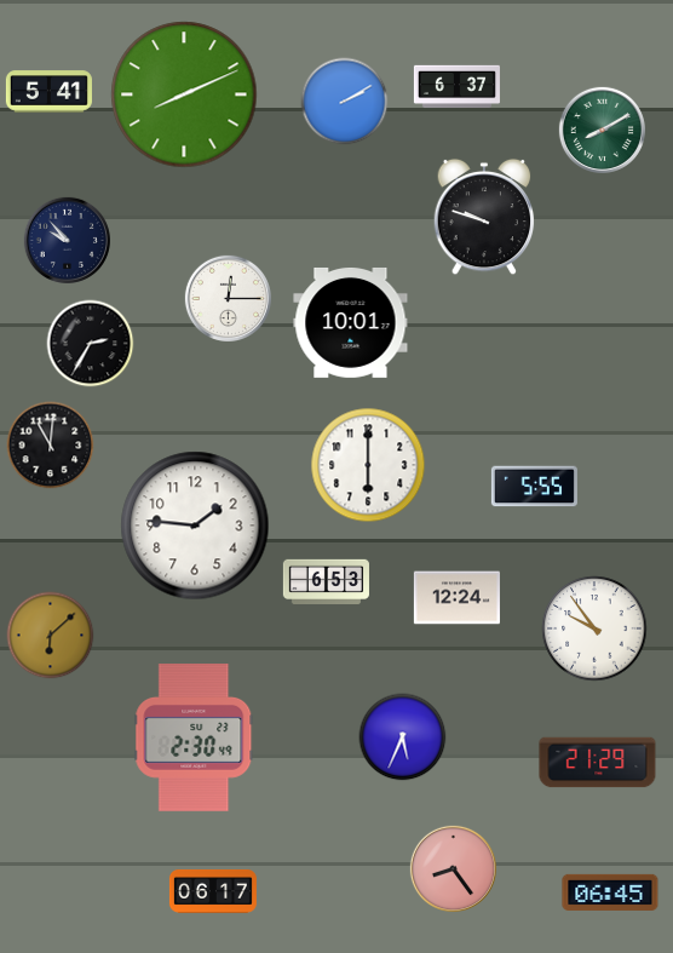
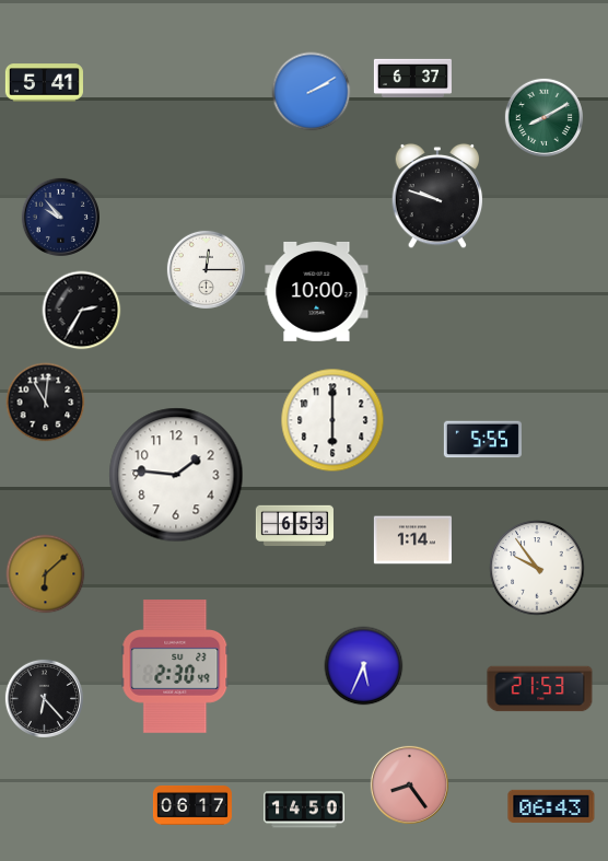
clock at (184, 94): 8:11 -> none
clock at (351, 322): 10:01 -> 10:00
clock at (456, 598): 12:24 -> 1:14
clock at (598, 763): 21:29 -> 21:53
clock at (44, 698): none -> 6:23
clock at (610, 892): 06:45 -> 06:43
clock at (304, 810): none -> 14:50
